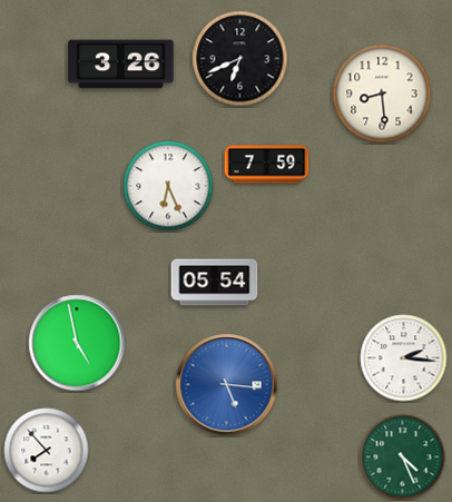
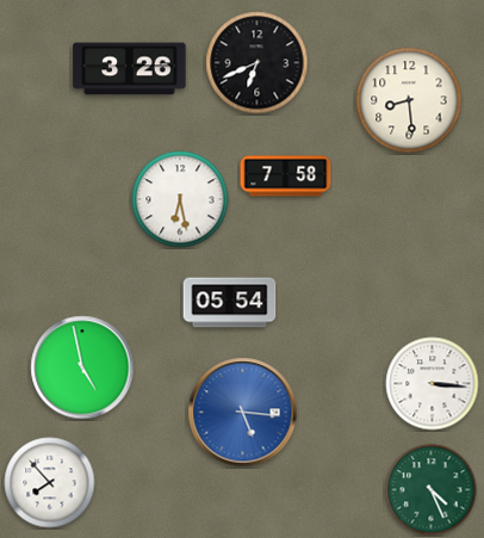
clock at (267, 165): 7:59 -> 7:58
clock at (168, 186): 6:26 -> 6:28
clock at (404, 358): 2:16 -> 3:16
